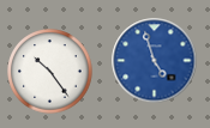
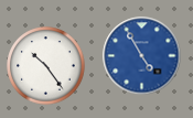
clock at (155, 61): 4:57 -> 4:55
